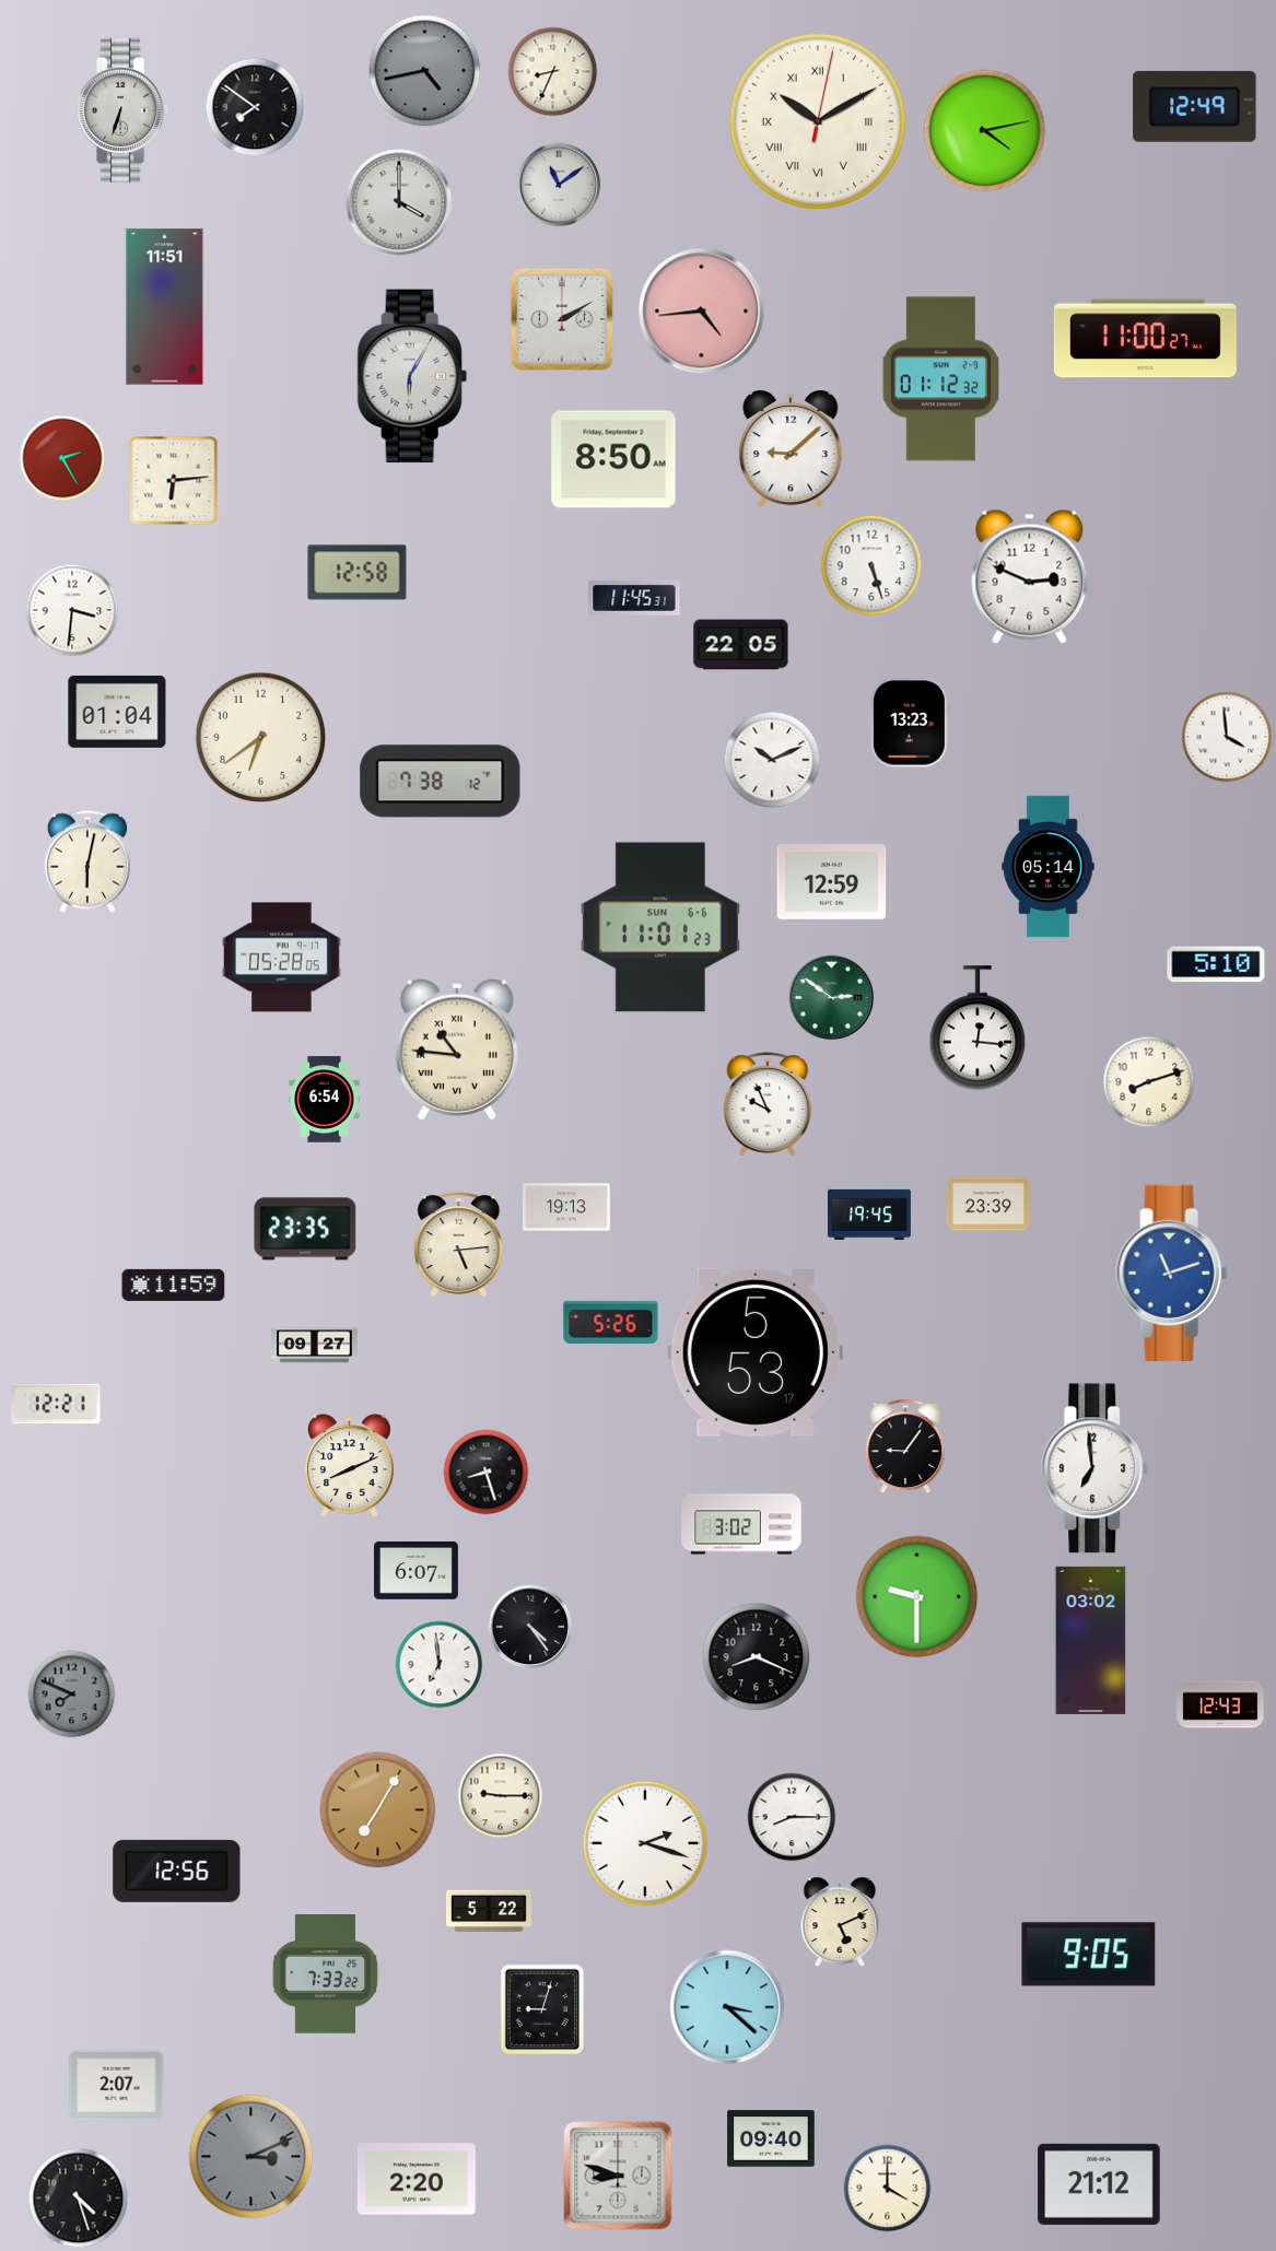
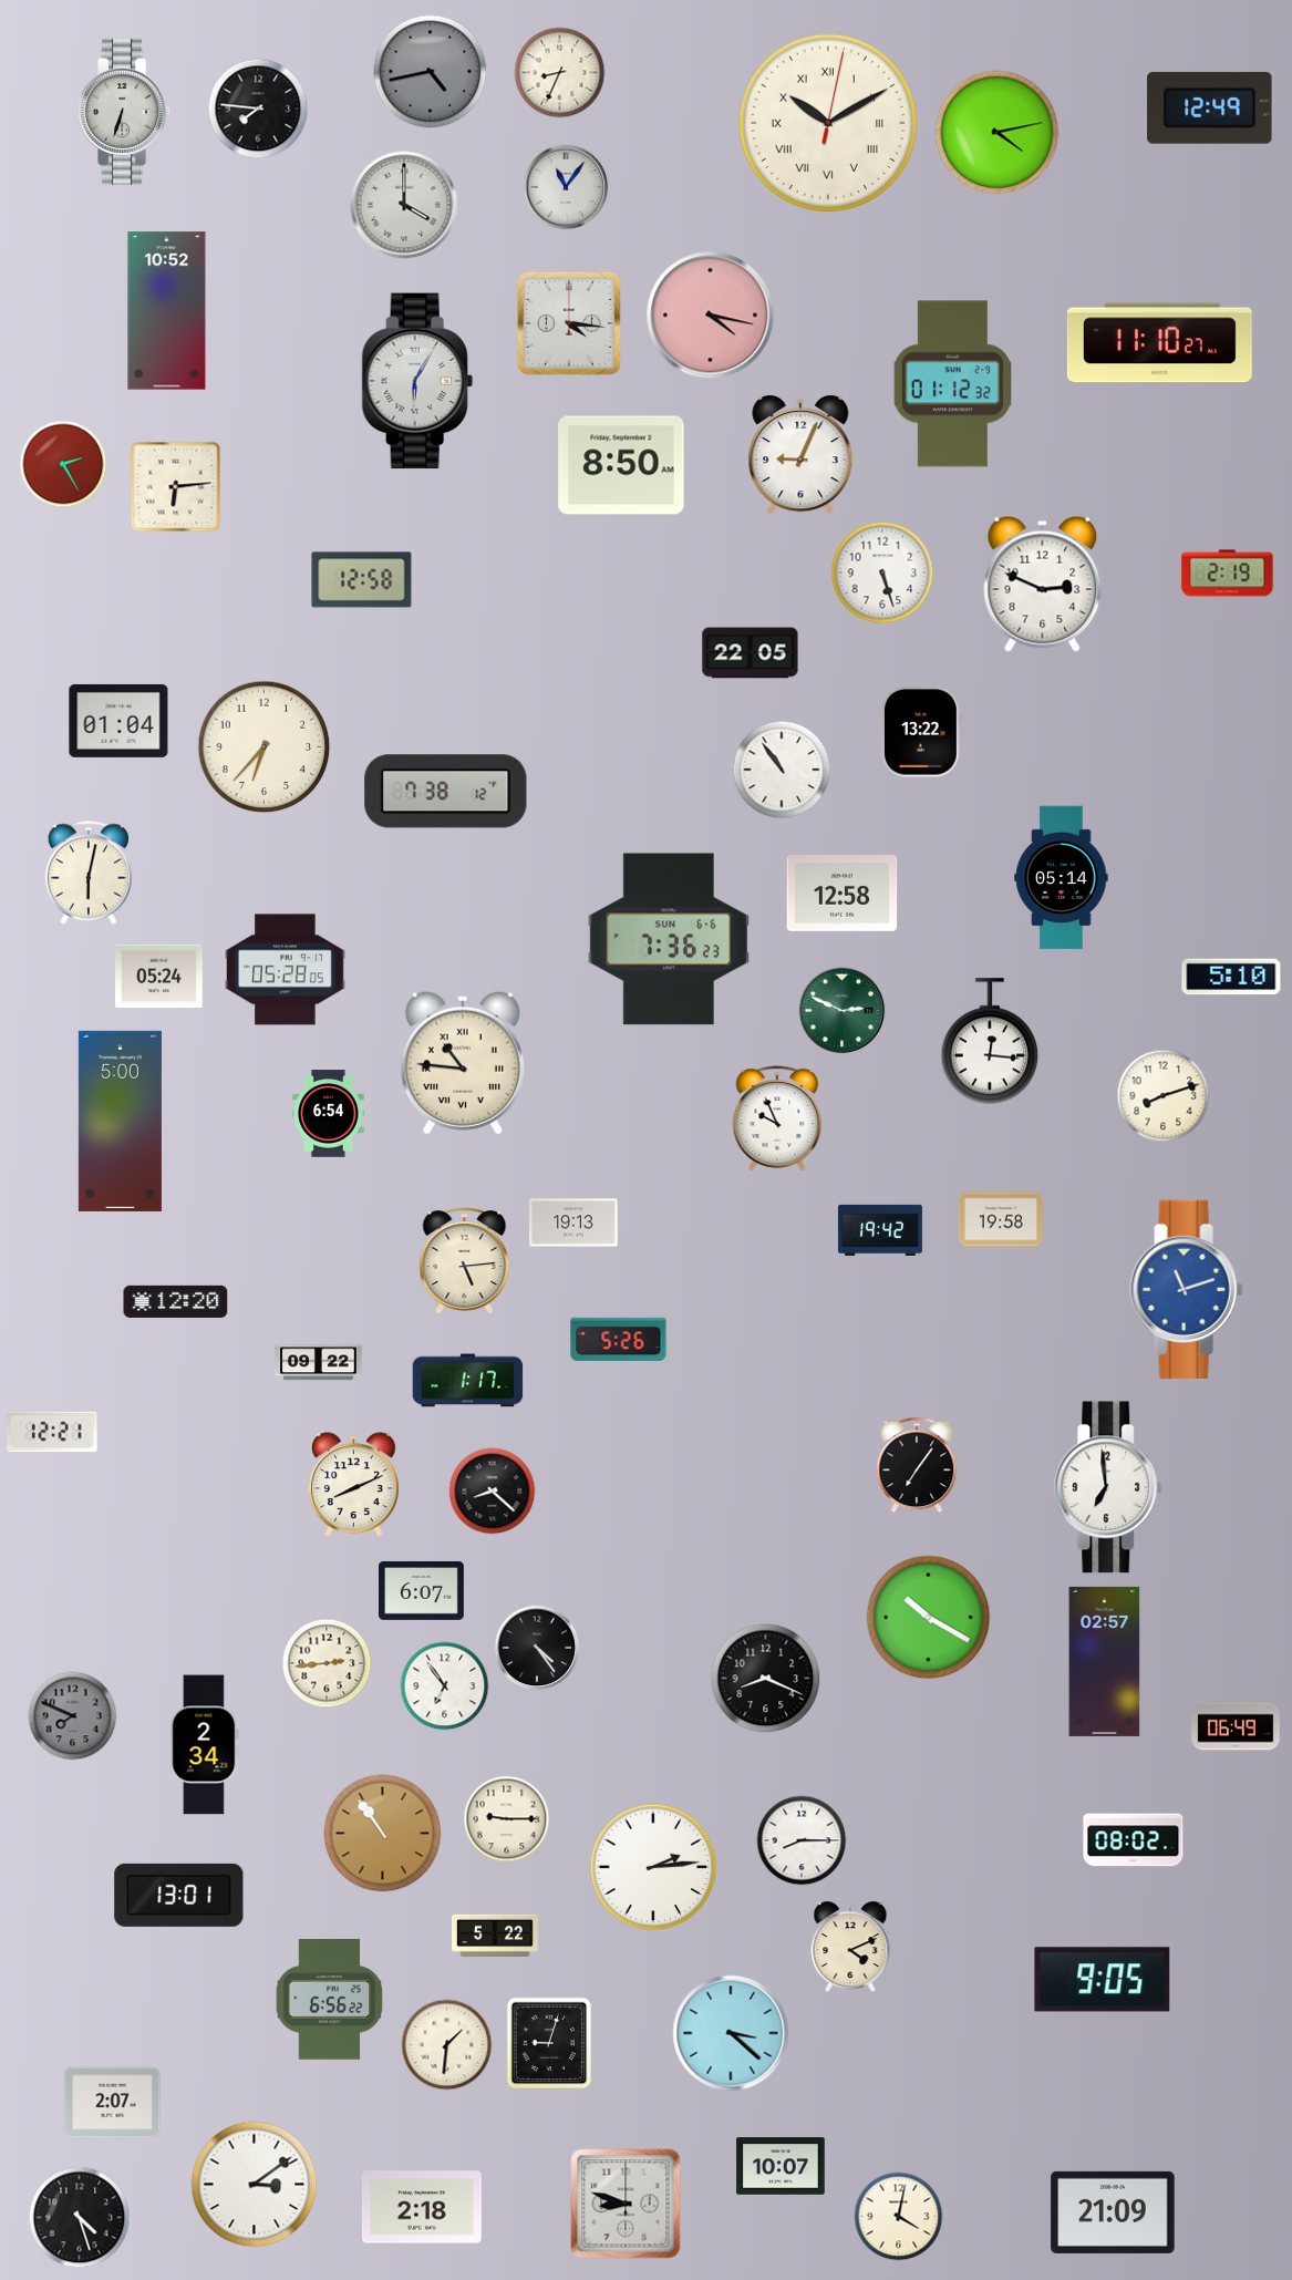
clock at (255, 107): 7:51 -> 7:46
clock at (559, 185): 11:09 -> 11:06
clock at (165, 307): 11:51 -> 10:52
clock at (702, 312): 4:44 -> 4:17
clock at (562, 320): 2:10 -> 4:16
clock at (1145, 339): 11:00 -> 11:10
clock at (791, 449): 9:08 -> 9:04
clock at (1228, 574): none -> 2:19
clock at (634, 598): 11:45 -> none
clock at (72, 610): 3:31 -> none
clock at (910, 723): 13:23 -> 13:22
clock at (1227, 737): 3:59 -> none
clock at (261, 738): 6:39 -> 6:37
clock at (772, 760): 10:11 -> 10:54
clock at (832, 882): 12:59 -> 12:58
clock at (660, 927): 11:01 -> 7:36
clock at (159, 977): none -> 05:24
clock at (832, 998): 2:51 -> 2:49
clock at (120, 1121): none -> 5:00
clock at (988, 1204): 23:39 -> 19:58
clock at (869, 1215): 19:45 -> 19:42
clock at (305, 1229): 23:35 -> none
clock at (174, 1285): 11:59 -> 12:20
clock at (315, 1346): 09:27 -> 09:22
clock at (756, 1352): 5:53 -> none
clock at (468, 1381): none -> 1:17
clock at (56, 1404) position: (56, 1404) -> (52, 1432)
clock at (905, 1446): 9:06 -> 7:06
clock at (487, 1473): 8:27 -> 8:22
clock at (741, 1524): 3:02 -> none
clock at (917, 1597): 9:30 -> 10:20
clock at (1091, 1640): 03:02 -> 02:57
clock at (327, 1663): none -> 2:44
clock at (440, 1665): 6:59 -> 6:54
clock at (1220, 1704): 12:43 -> 06:49
clock at (204, 1745): none -> 2:34
clock at (378, 1810): 7:05 -> 10:54
clock at (1134, 1840): none -> 08:02
clock at (645, 1843): 2:18 -> 2:14
clock at (177, 1871): 12:56 -> 13:01
clock at (840, 1922): 5:11 -> 4:11
clock at (326, 1974): 7:33 -> 6:56
clock at (727, 2007) position: (727, 2007) -> (731, 2033)
clock at (542, 2009) position: (542, 2009) -> (549, 2043)
clock at (447, 2045): none -> 1:31
clock at (117, 2086) position: (117, 2086) -> (113, 2103)
clock at (771, 2138): 09:40 -> 10:07
clock at (251, 2157): 3:11 -> 3:09
clock at (251, 2157) dial: grey -> white
clock at (417, 2179): 2:20 -> 2:18
clock at (1099, 2184): 21:12 -> 21:09
clock at (888, 2189): 4:00 -> 4:02
clock at (79, 2199) position: (79, 2199) -> (80, 2218)
